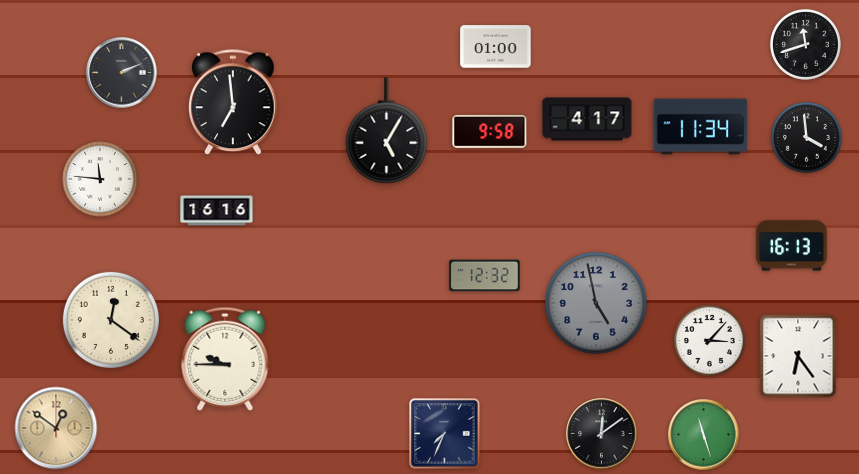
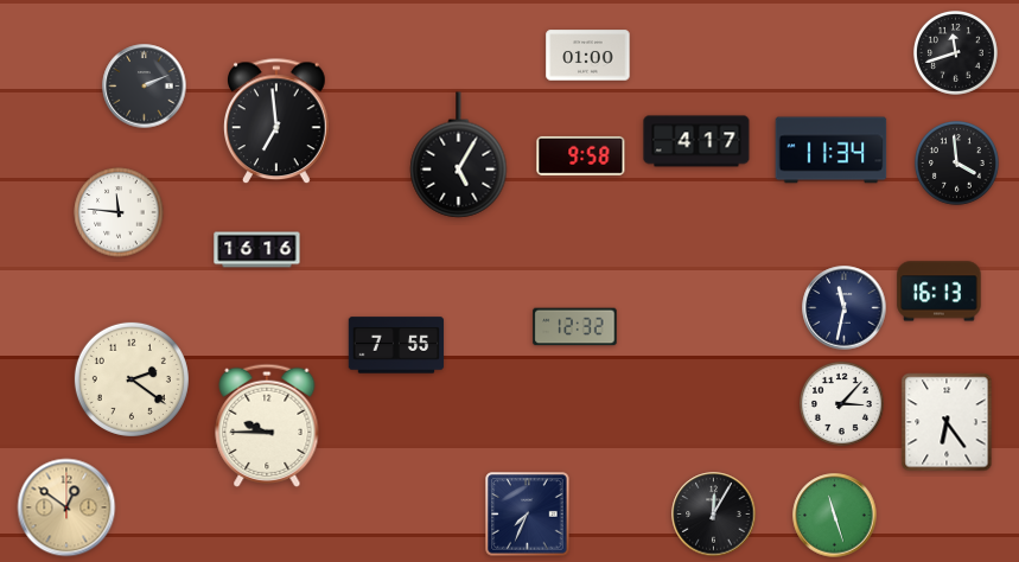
clock at (845, 308): none -> 11:32
clock at (396, 345): none -> 7:55
clock at (596, 303): 4:58 -> none
clock at (111, 320): 12:21 -> 2:21
clock at (602, 434): 12:09 -> 12:05
